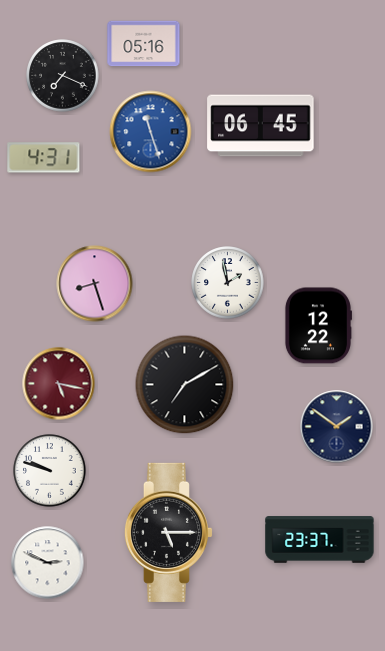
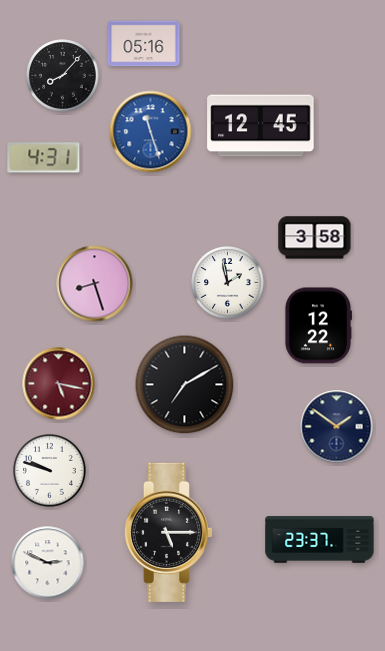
clock at (63, 76): 7:19 -> 8:07
clock at (261, 126): 06:45 -> 12:45
clock at (315, 238): none -> 3:58
